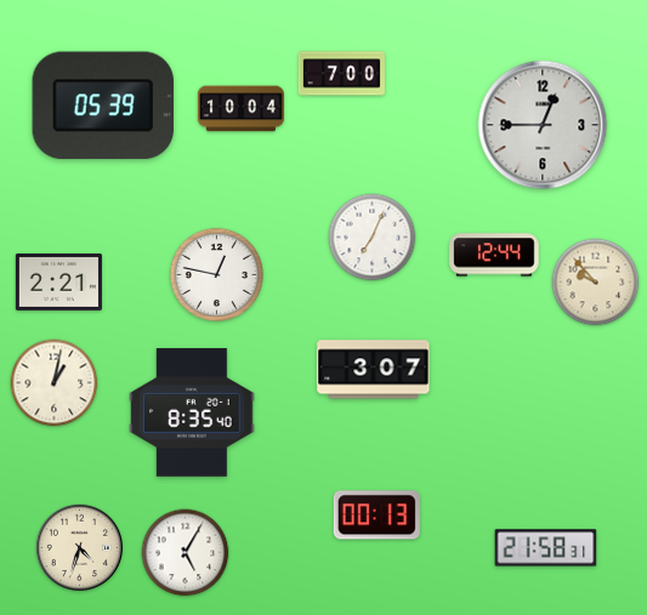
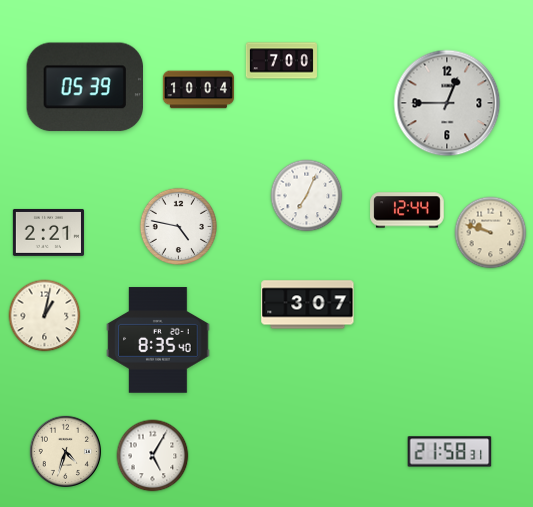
clock at (216, 274): 12:47 -> 4:47
clock at (596, 283): 9:53 -> 9:48
clock at (376, 516): 00:13 -> none
